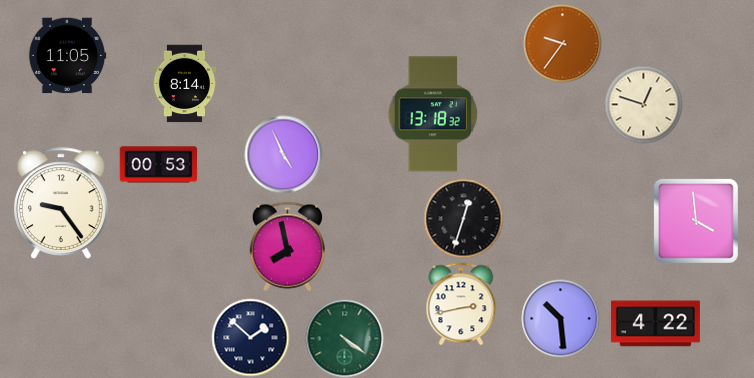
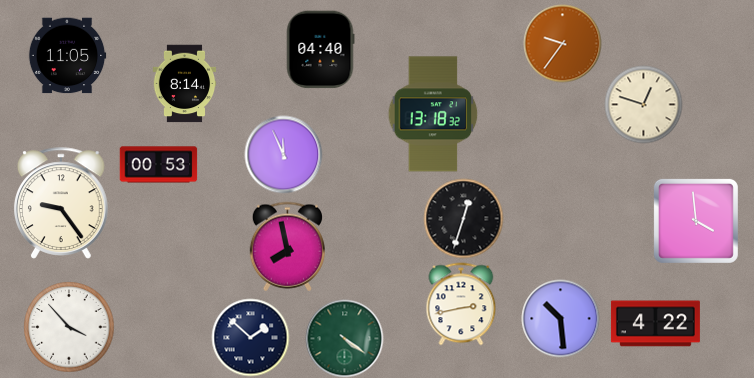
clock at (320, 49): none -> 04:40
clock at (283, 154): 4:56 -> 11:56
clock at (69, 327): none -> 3:53
